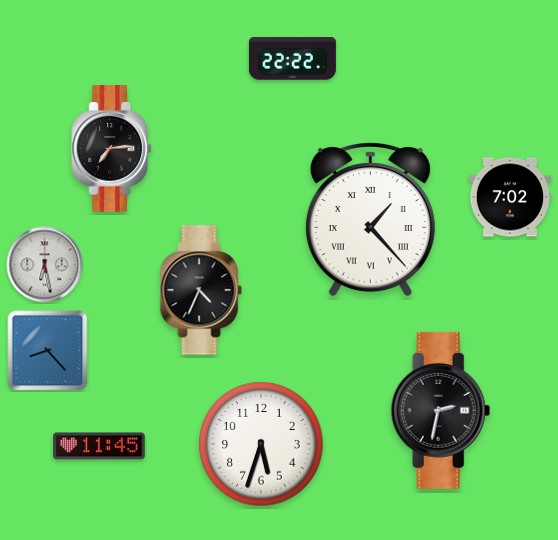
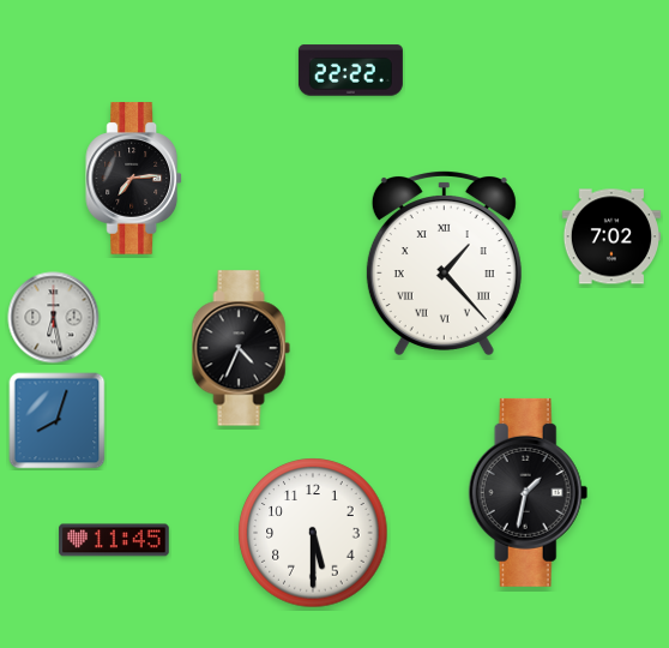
clock at (48, 351): 8:23 -> 8:03
clock at (441, 410): 2:32 -> 1:32
clock at (261, 444): 5:33 -> 5:30
clock at (99, 446) position: (99, 446) -> (114, 540)
